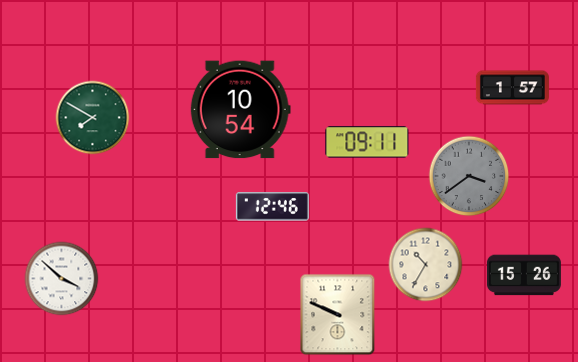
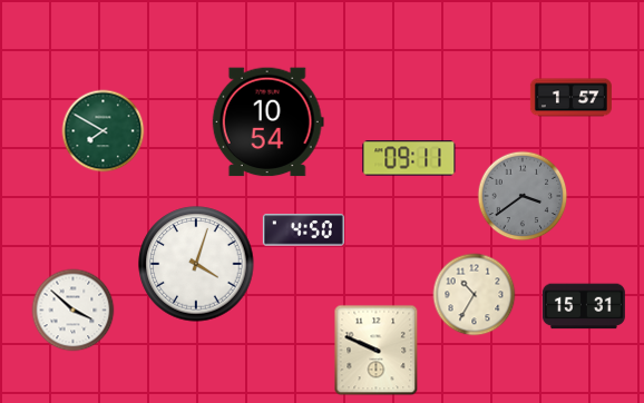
clock at (272, 207): 12:46 -> 4:50
clock at (196, 264): none -> 4:03
clock at (524, 275): 15:26 -> 15:31
clock at (62, 279) position: (62, 279) -> (74, 311)
